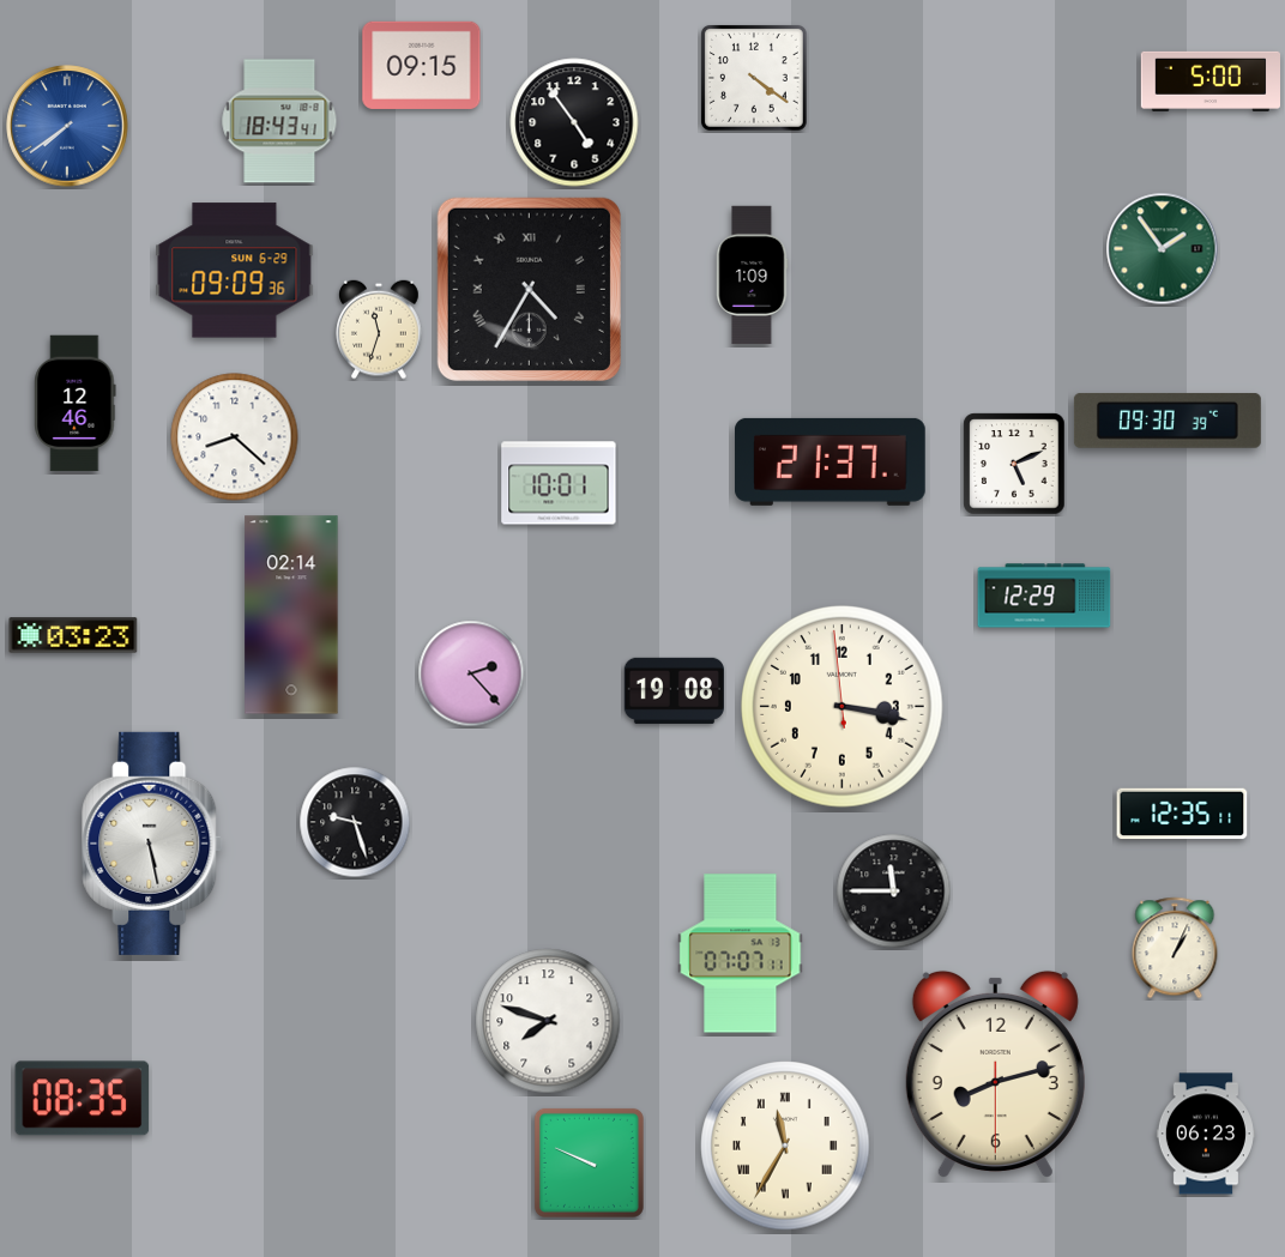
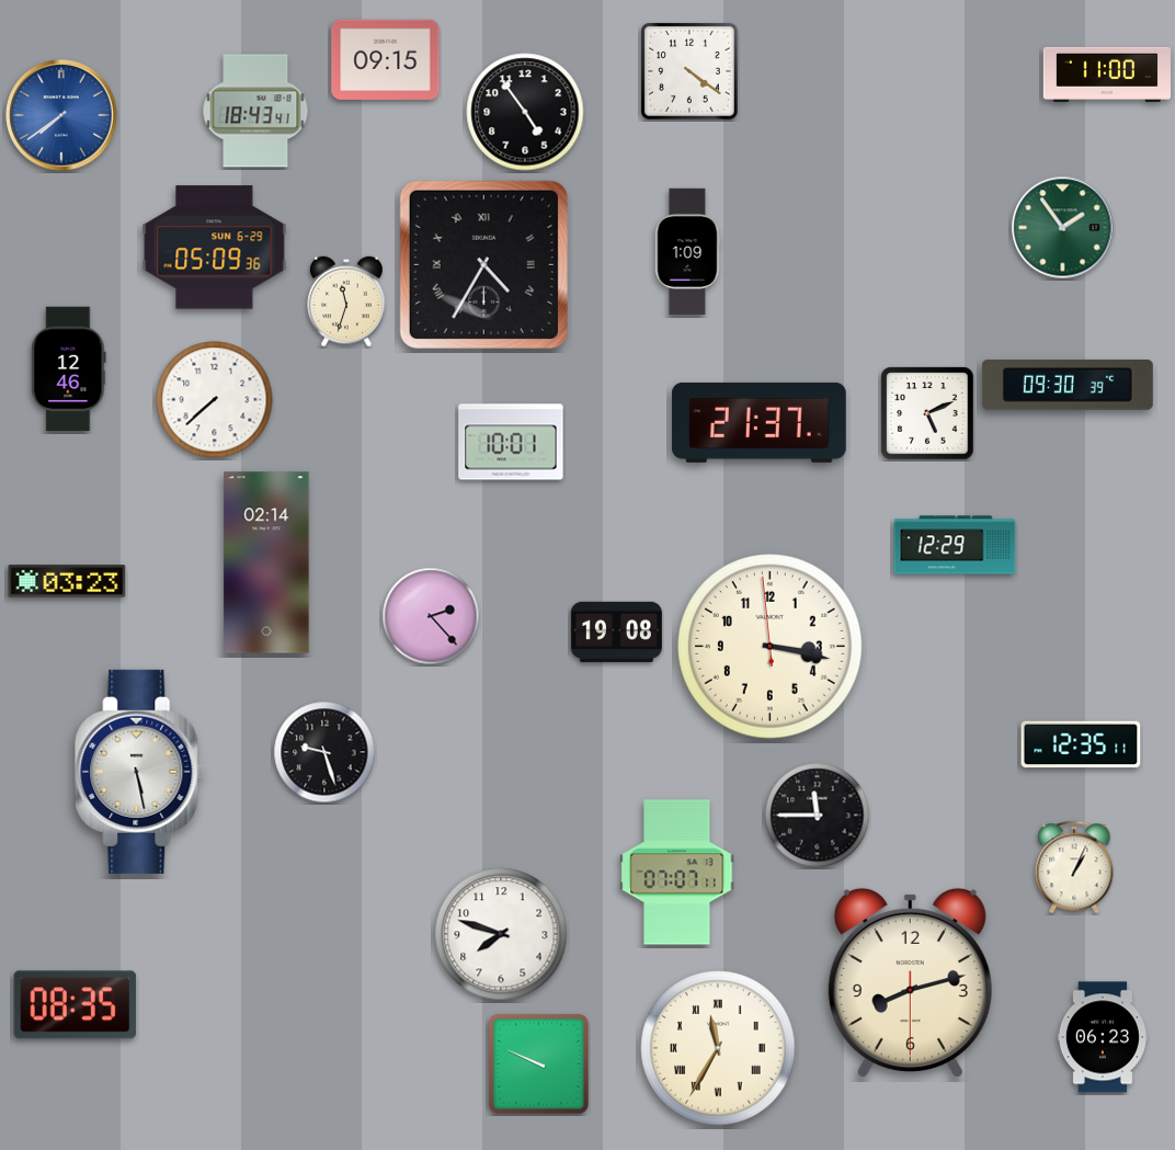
clock at (1209, 81): 5:00 -> 11:00
clock at (235, 271): 09:09 -> 05:09
clock at (235, 437): 8:22 -> 7:38
clock at (1014, 464) position: (1014, 464) -> (927, 413)
